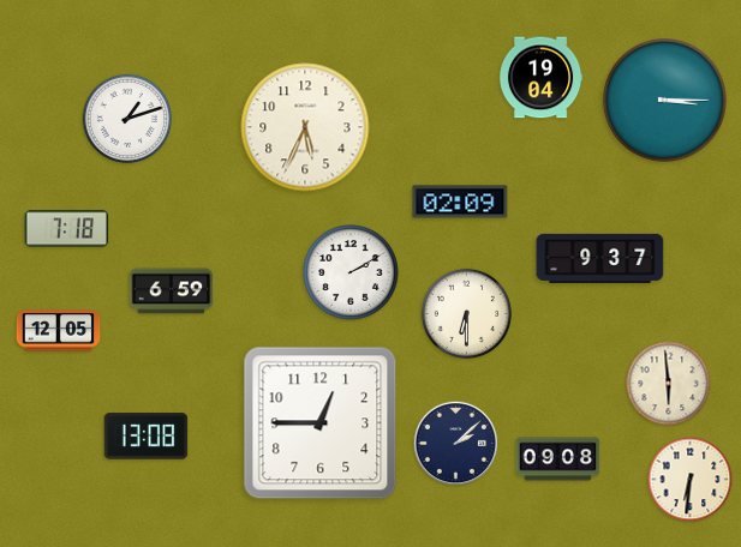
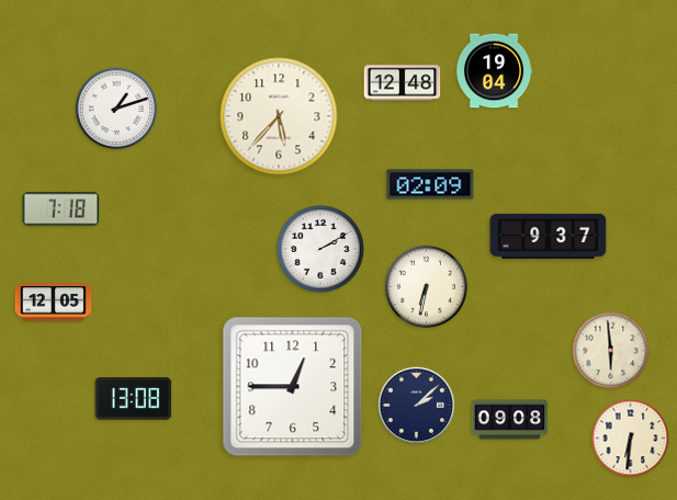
clock at (403, 83): none -> 12:48
clock at (665, 101): 3:15 -> none
clock at (305, 127): 5:34 -> 5:37
clock at (460, 202) position: (460, 202) -> (430, 184)
clock at (172, 291): 6:59 -> none
clock at (466, 313): 6:30 -> 6:32
